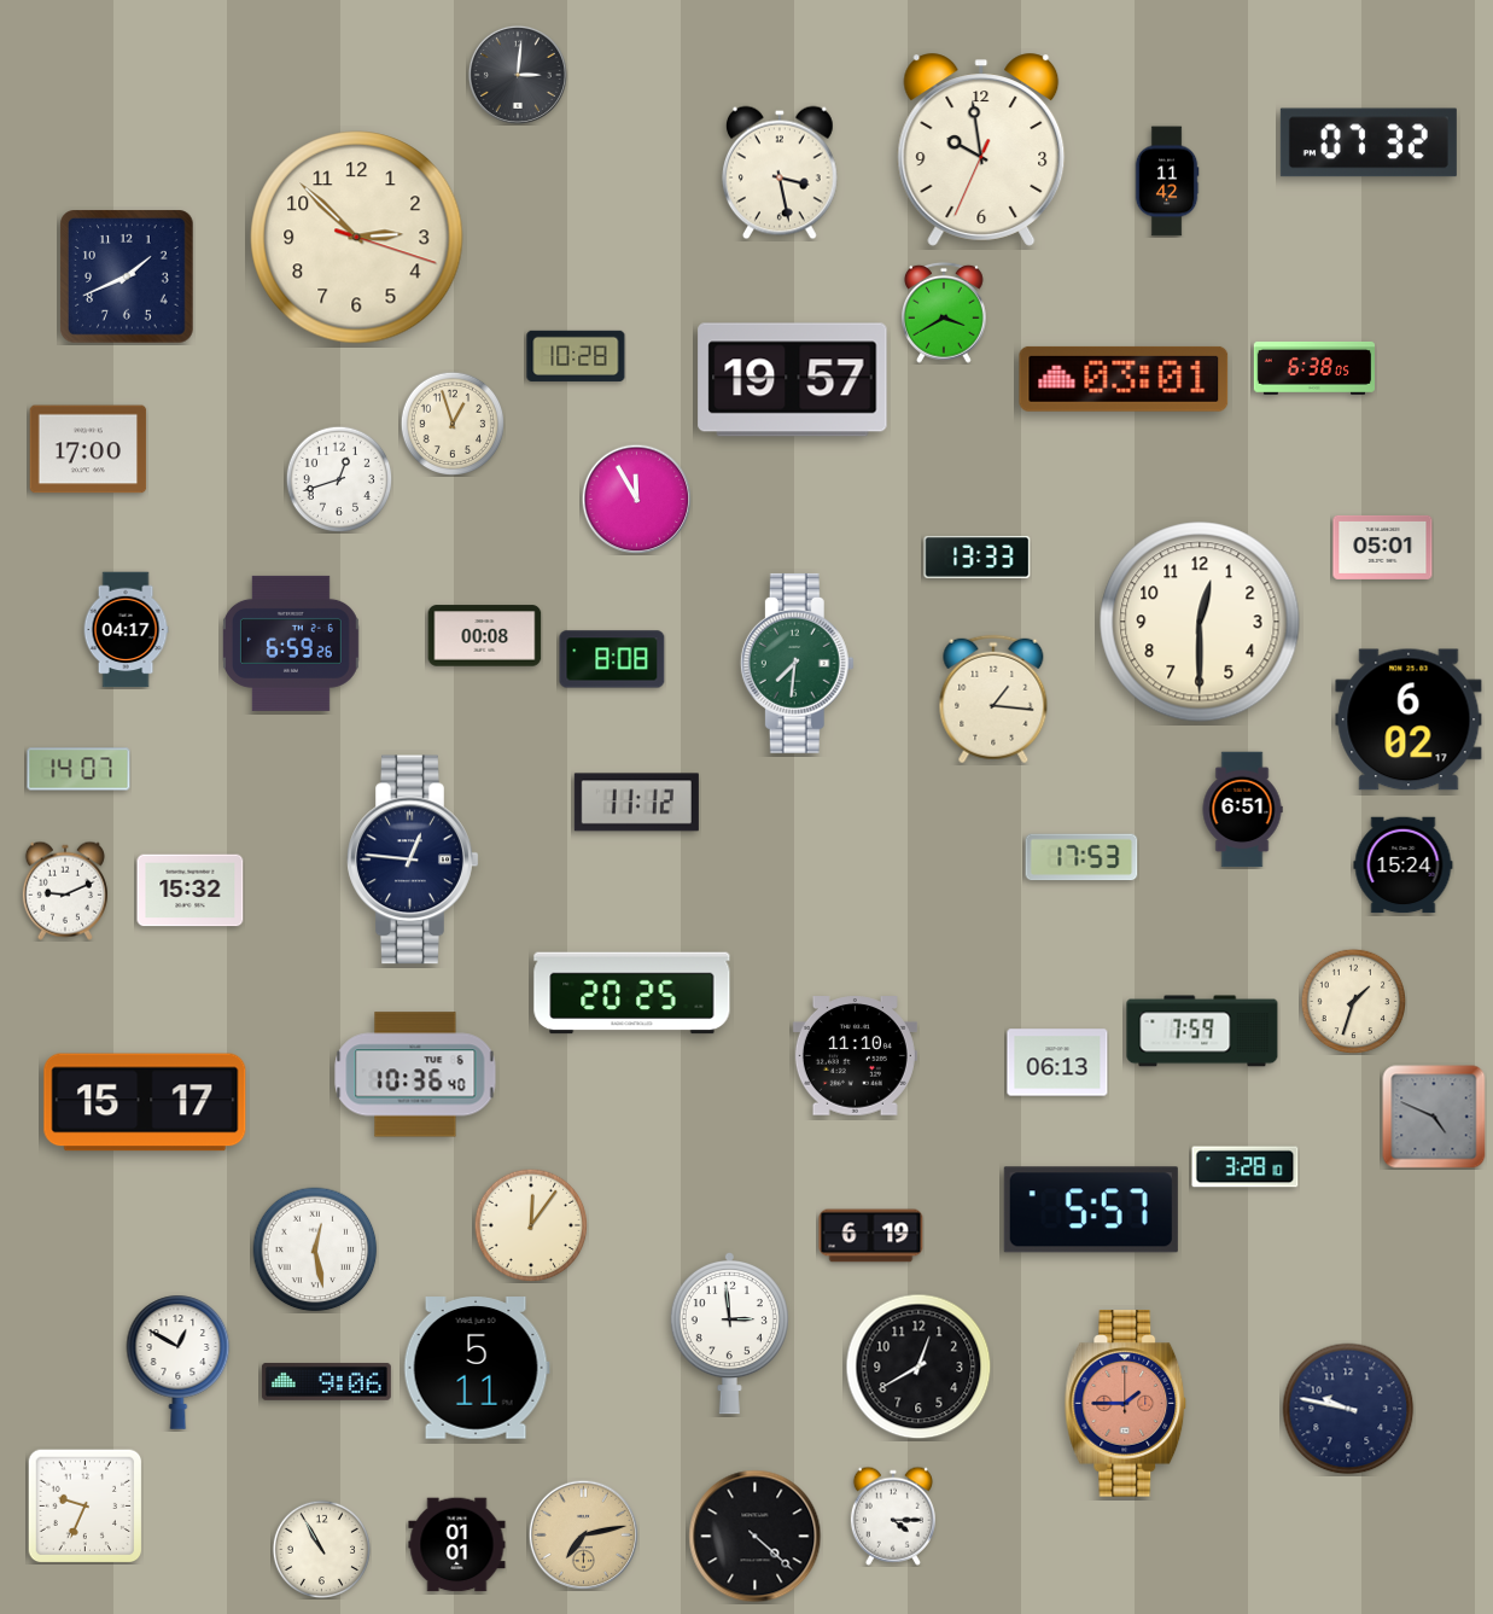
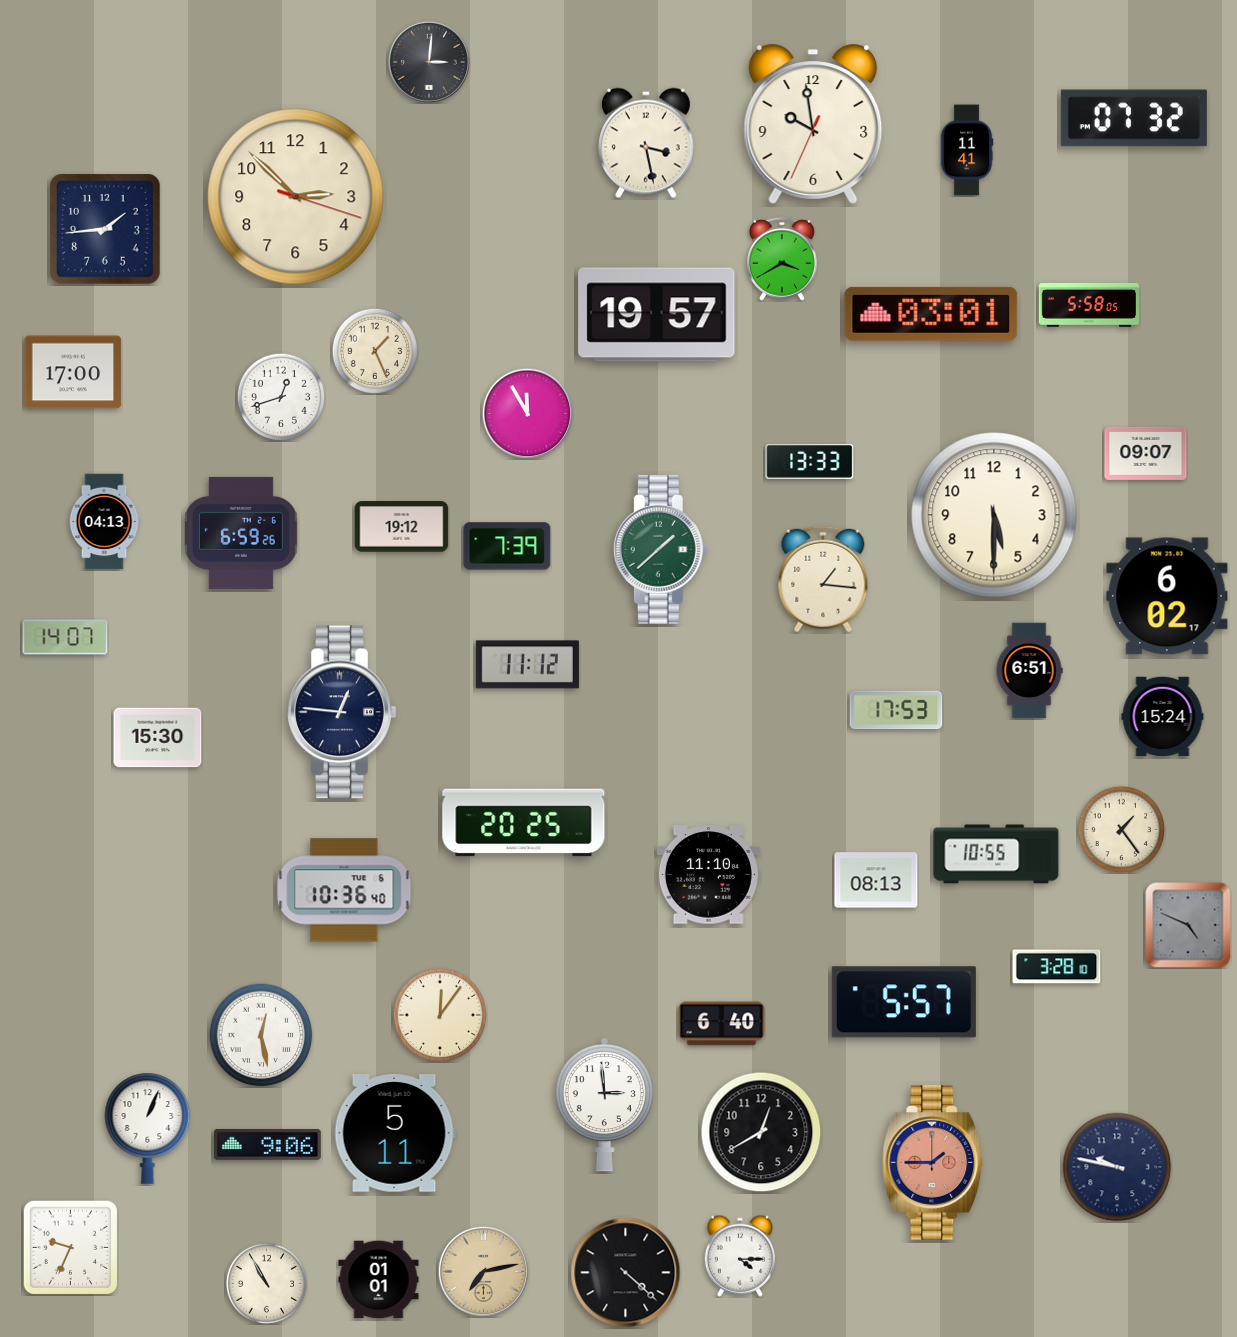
clock at (1167, 181): 11:42 -> 11:41
clock at (127, 276): 1:41 -> 1:44
clock at (576, 356): 10:28 -> none
clock at (1313, 368): 6:38 -> 5:58
clock at (451, 423): 12:57 -> 1:26
clock at (1383, 547): 05:01 -> 09:07
clock at (1200, 622): 12:30 -> 5:30
clock at (126, 630): 04:17 -> 04:13
clock at (485, 636): 00:08 -> 19:12
clock at (612, 659): 8:08 -> 7:39
clock at (797, 663): 7:31 -> 1:38
clock at (65, 891): 9:11 -> none
clock at (191, 891): 15:32 -> 15:30
clock at (1353, 1001): 1:33 -> 1:24
clock at (1202, 1031): 7:59 -> 10:55
clock at (1057, 1062): 06:13 -> 08:13
clock at (145, 1102): 15:17 -> none
clock at (1246, 1167) position: (1246, 1167) -> (1057, 967)
clock at (871, 1236): 6:19 -> 6:40
clock at (179, 1362): 12:50 -> 1:04
clock at (326, 1381) position: (326, 1381) -> (267, 1144)
